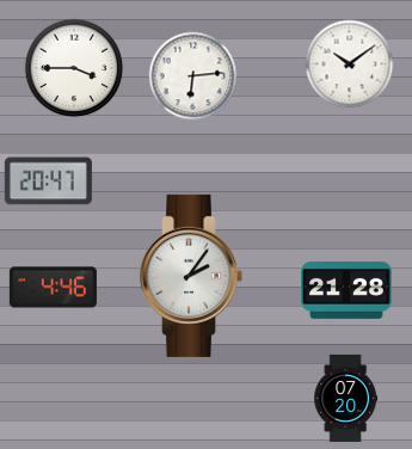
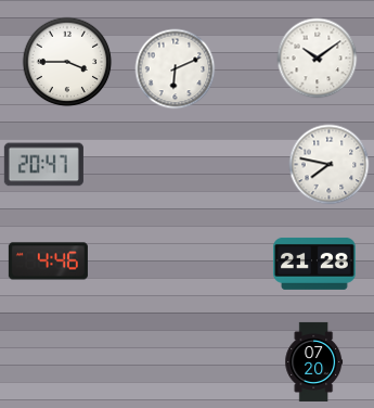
clock at (193, 76): 6:14 -> 6:11
clock at (330, 165): none -> 7:47
clock at (192, 276): 2:06 -> none
